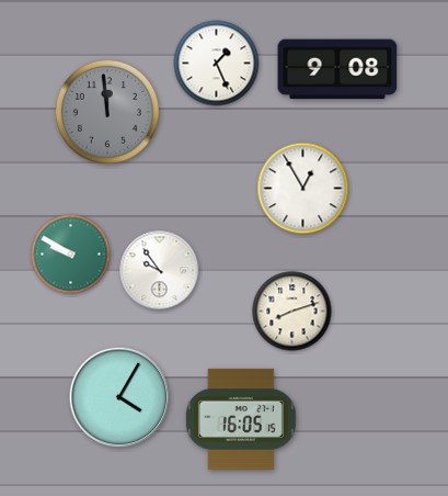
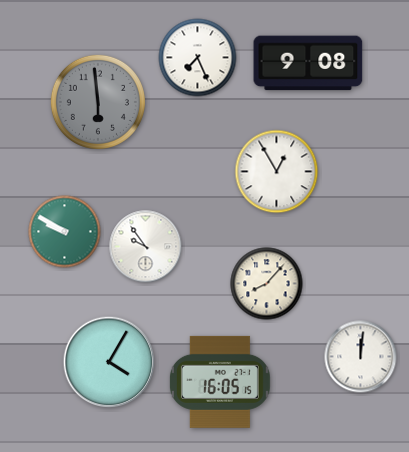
clock at (217, 64): 1:26 -> 7:26
clock at (107, 112): 11:59 -> 5:59
clock at (292, 312): 8:12 -> 8:07
clock at (361, 357): none -> 12:01
